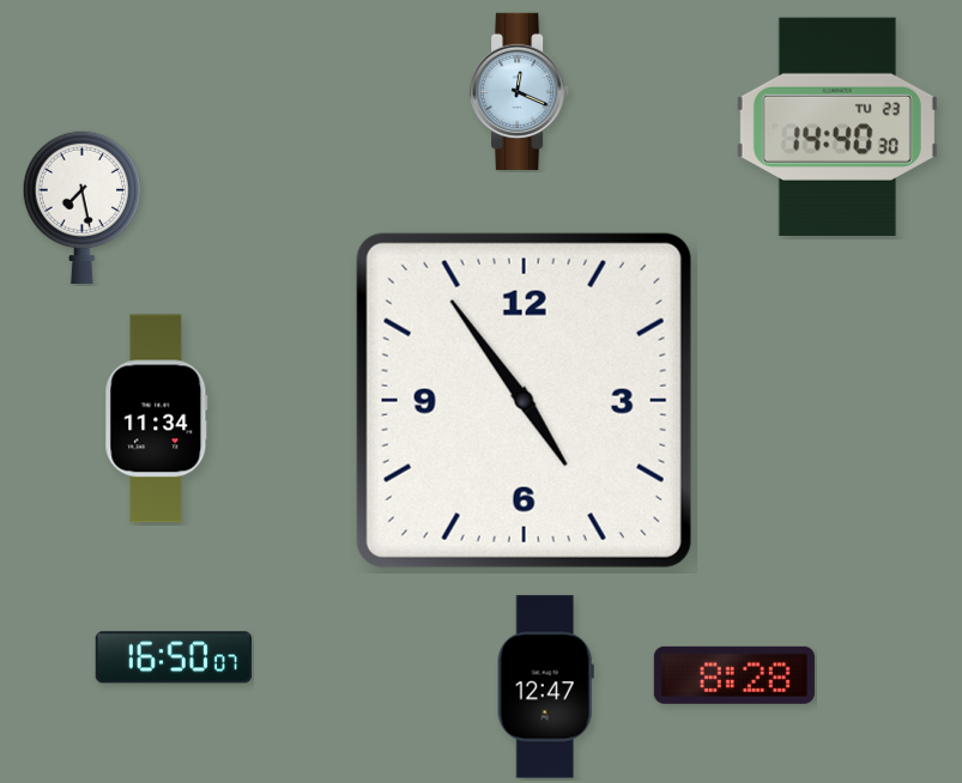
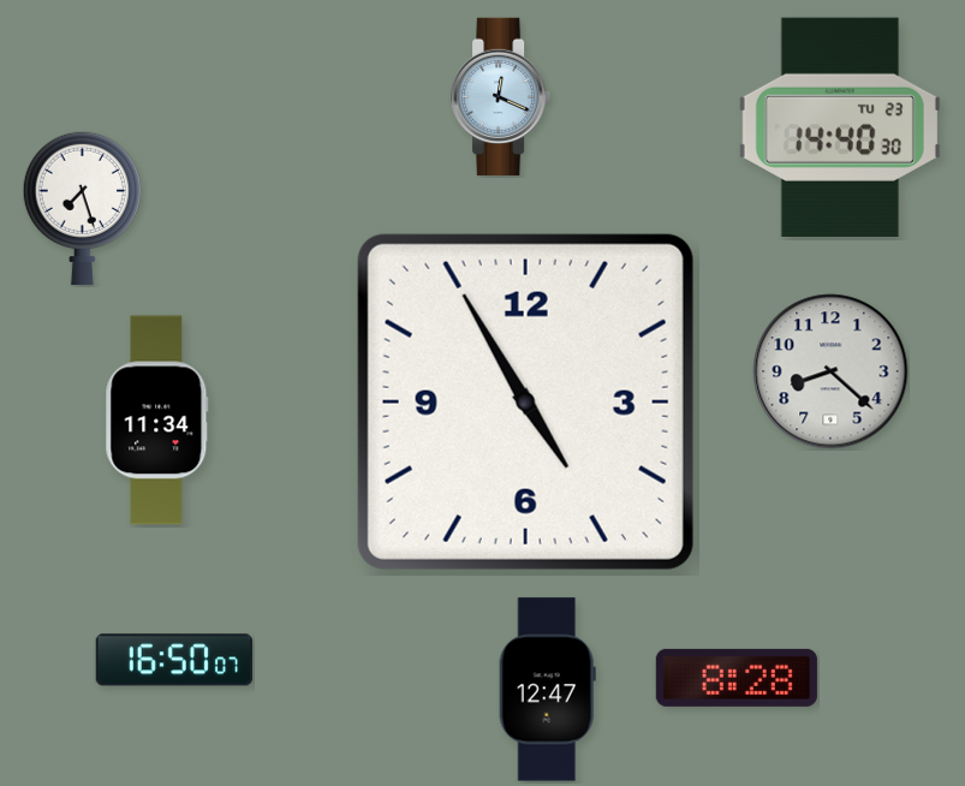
clock at (521, 91) position: (521, 91) -> (502, 96)
clock at (81, 207): 7:28 -> 7:27
clock at (830, 371): none -> 8:22
clock at (524, 400): 4:54 -> 4:55
